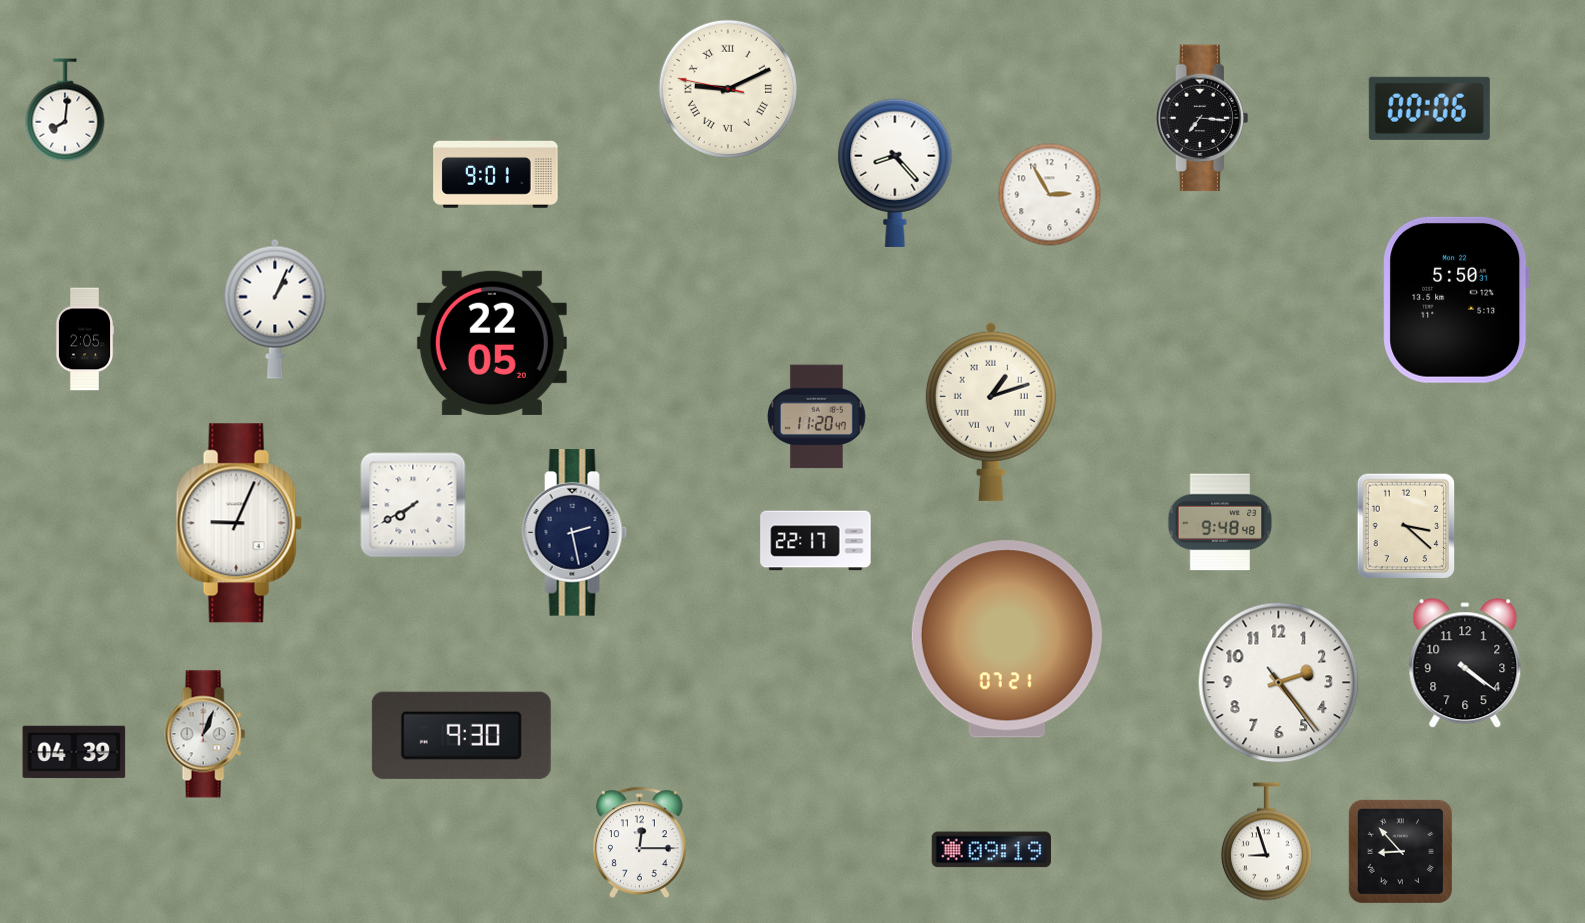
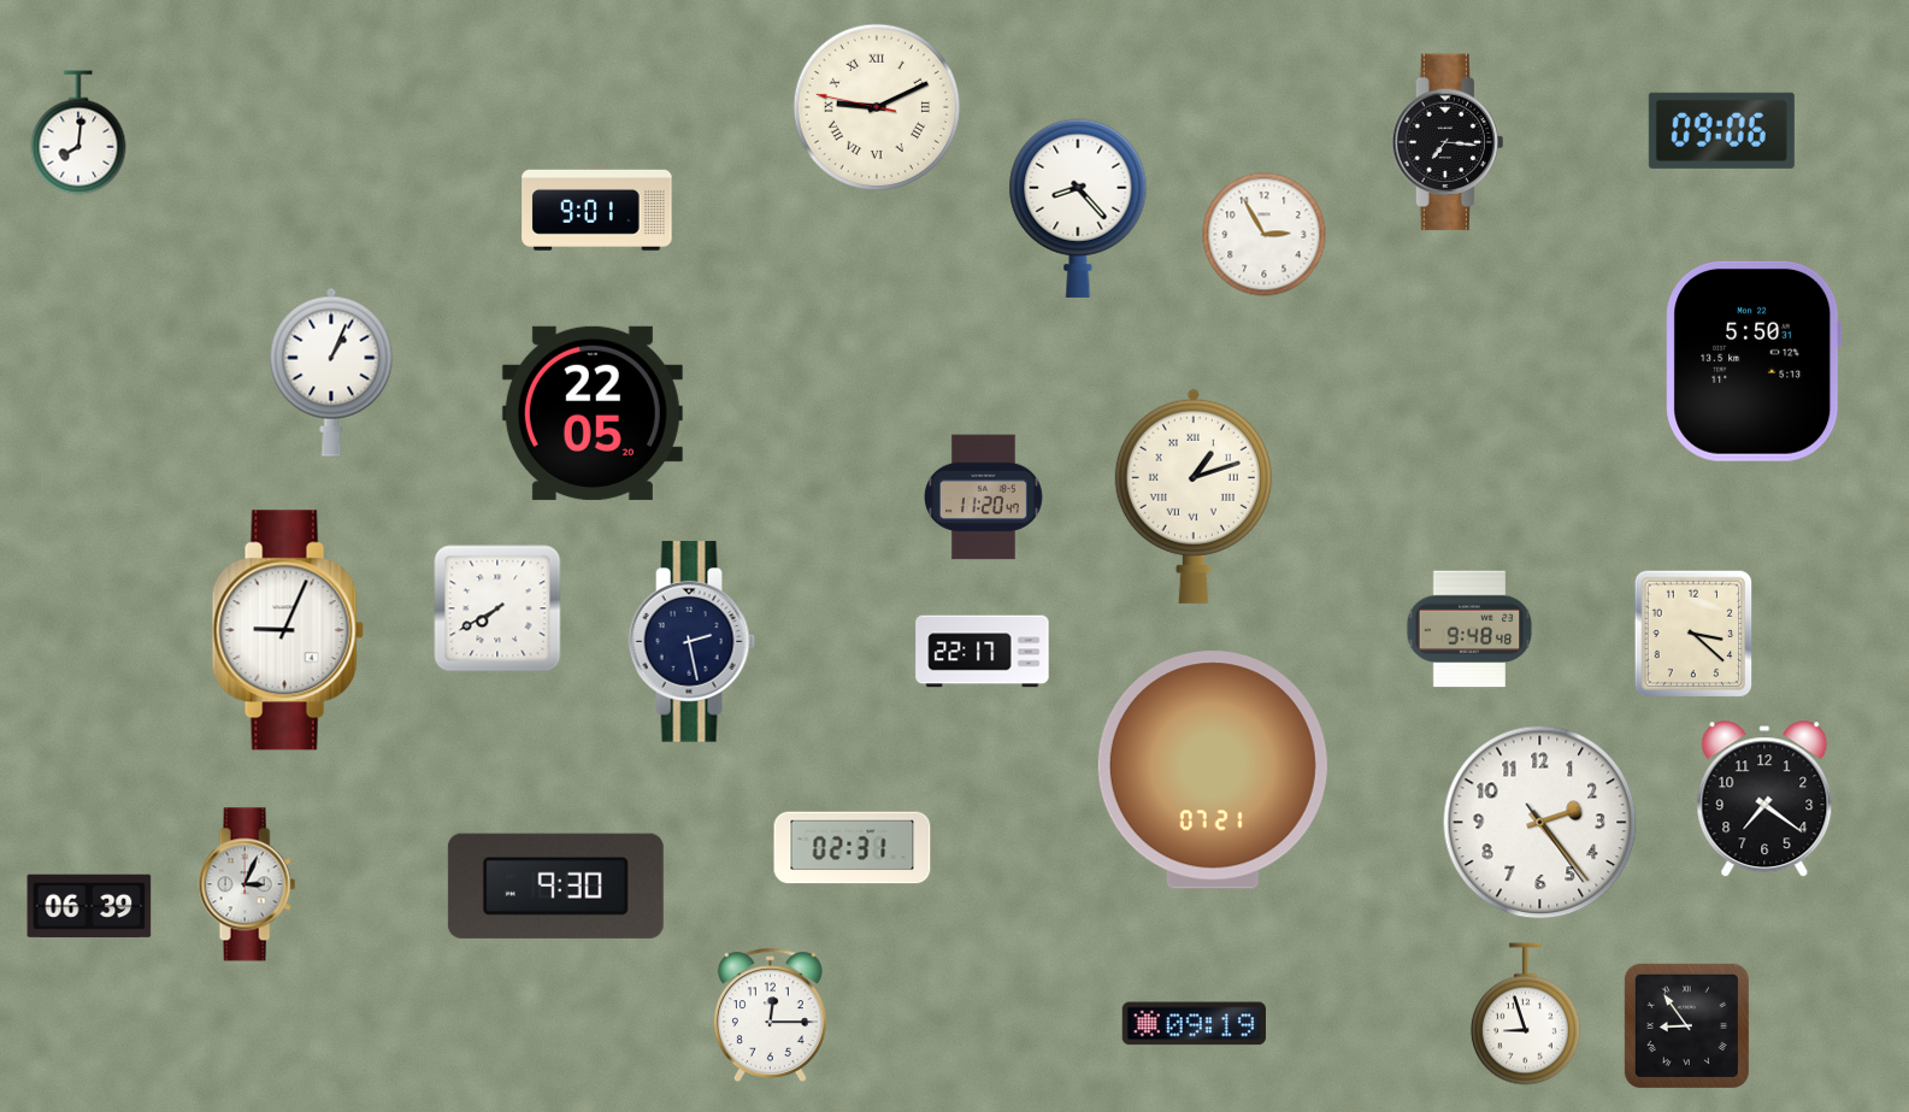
clock at (1429, 108): 00:06 -> 09:06
clock at (85, 339): 2:05 -> none
clock at (817, 417) position: (817, 417) -> (984, 498)
clock at (1465, 664): 4:21 -> 7:21
clock at (853, 848): none -> 02:31
clock at (205, 734): 1:04 -> 3:04
clock at (74, 752): 04:39 -> 06:39
clock at (1400, 851): 8:53 -> 8:54
